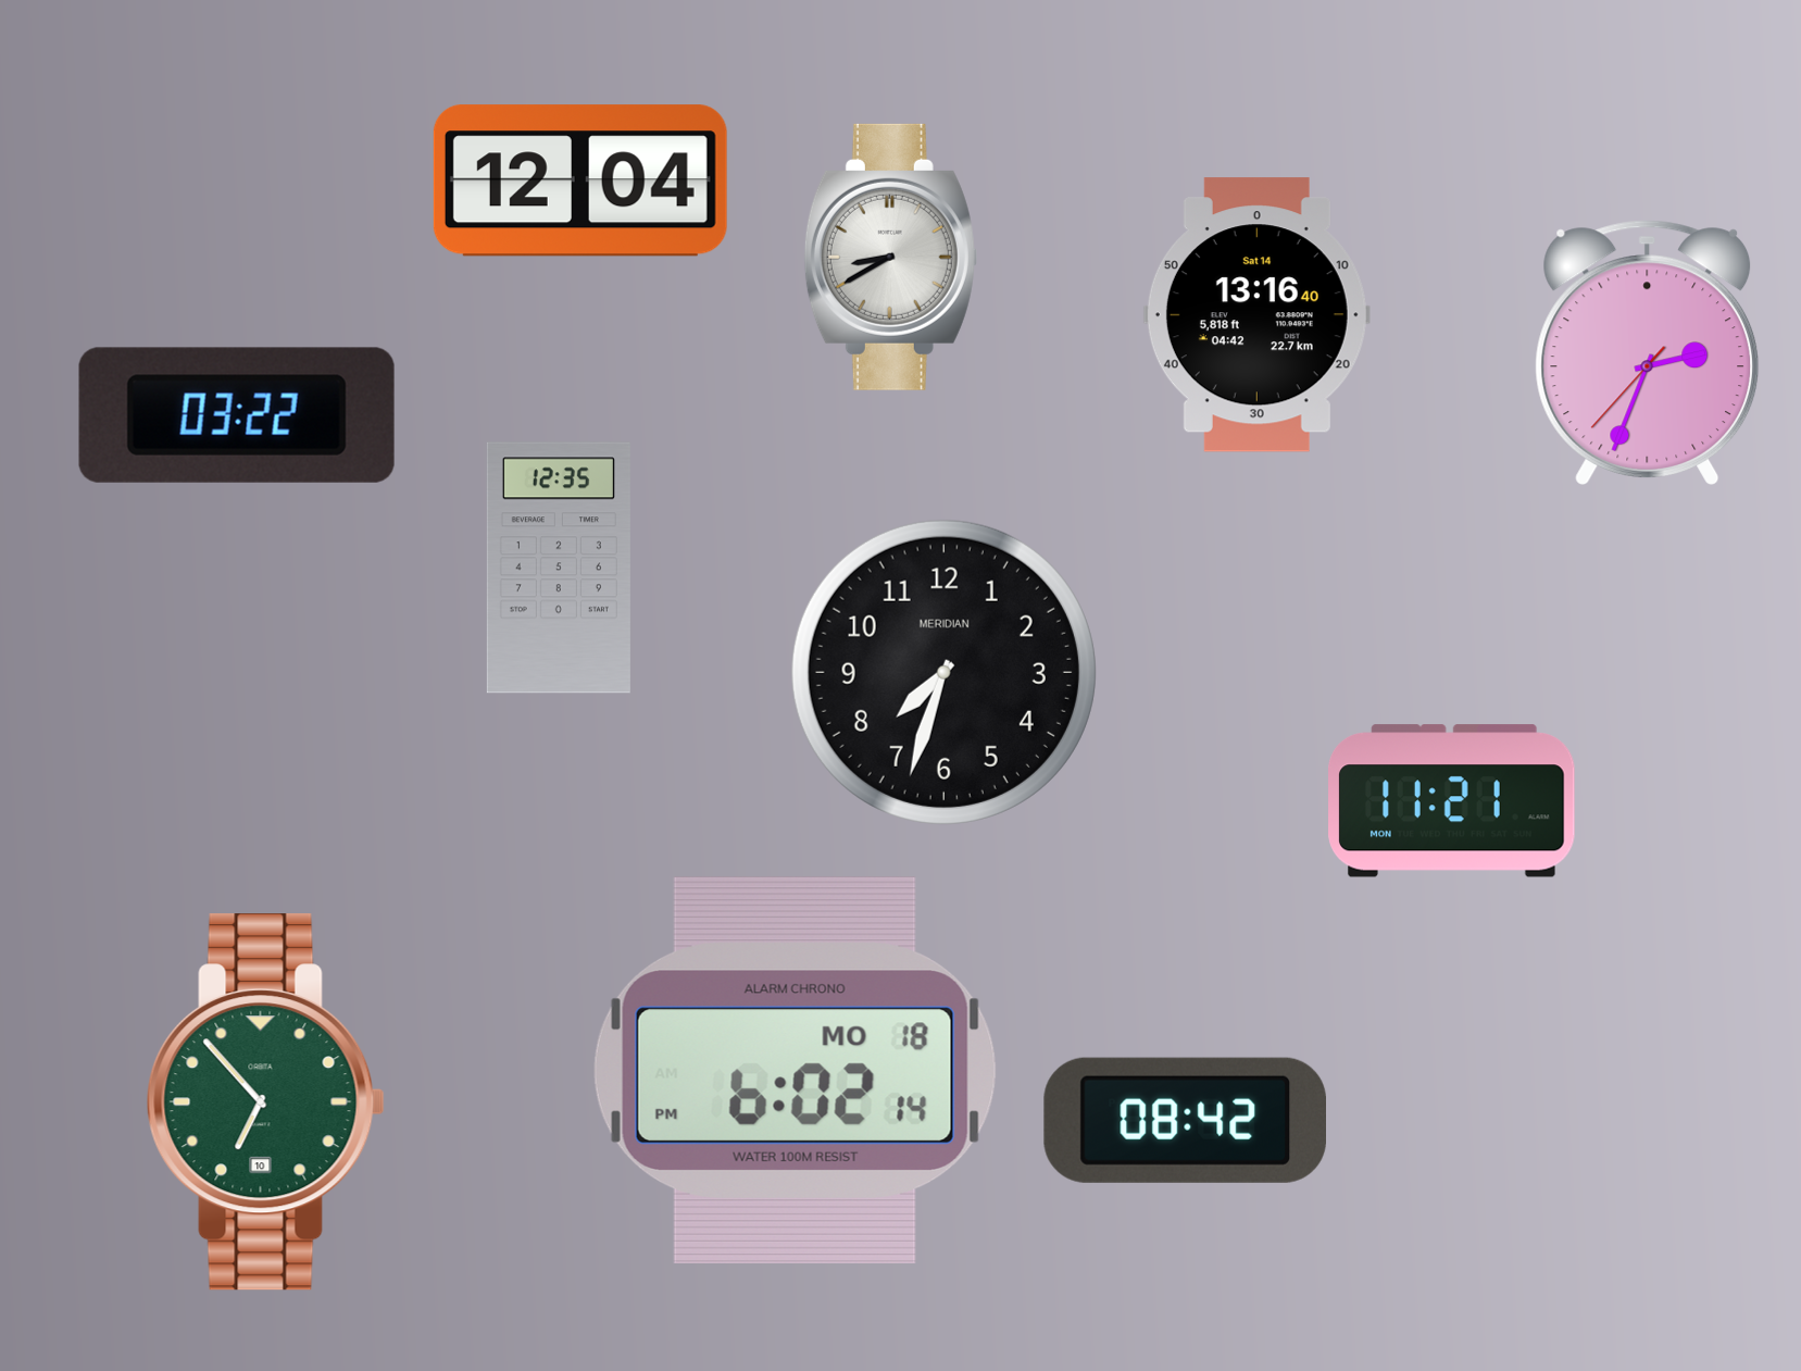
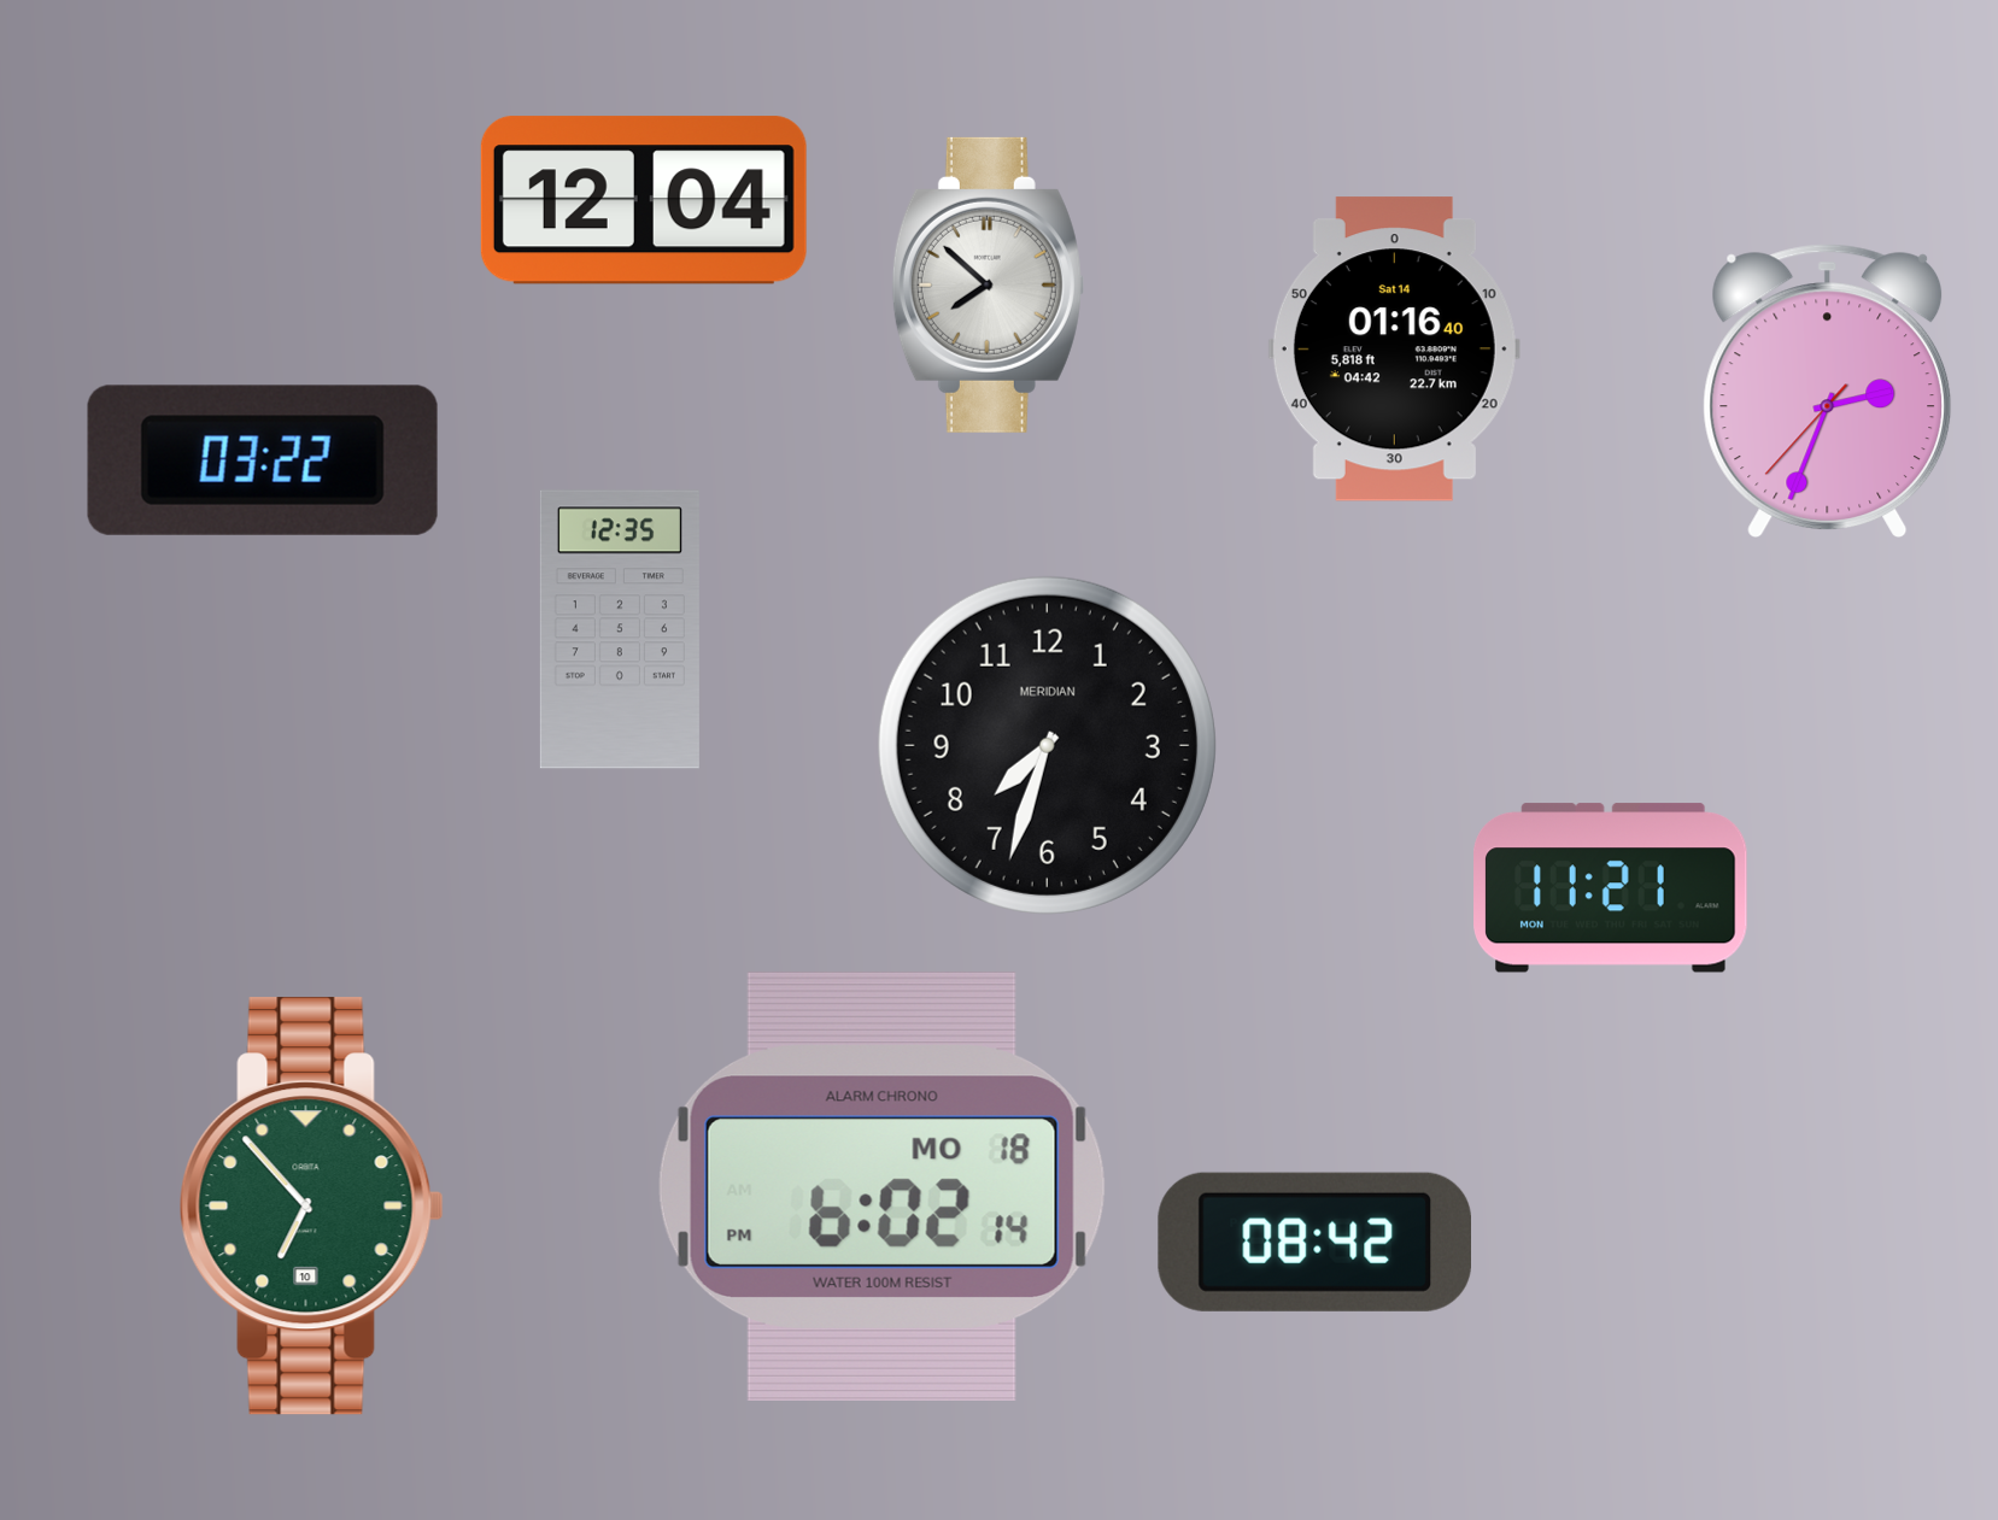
clock at (890, 257): 8:40 -> 7:52
clock at (1256, 315): 13:16 -> 01:16
clock at (265, 1102) position: (265, 1102) -> (311, 1207)
